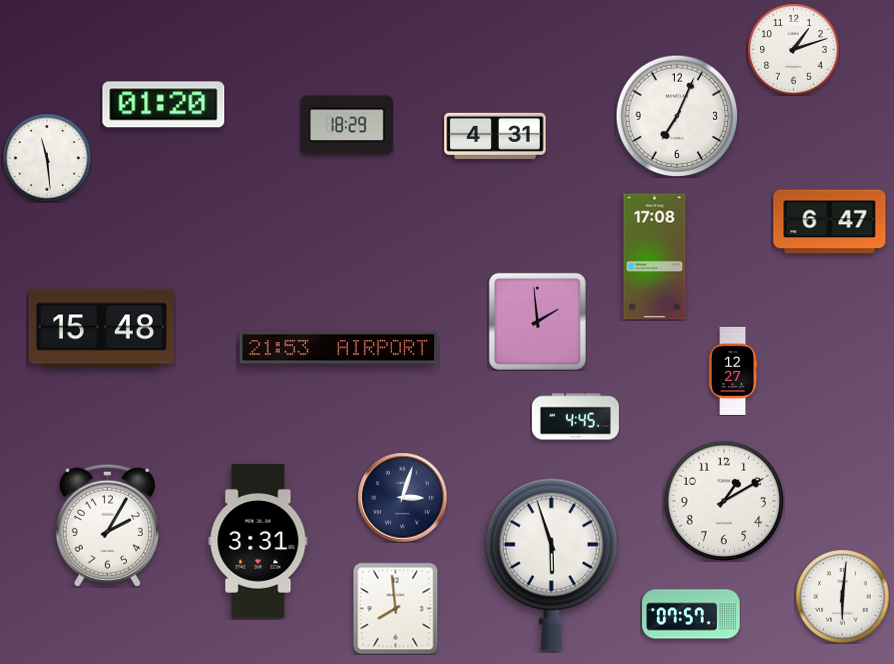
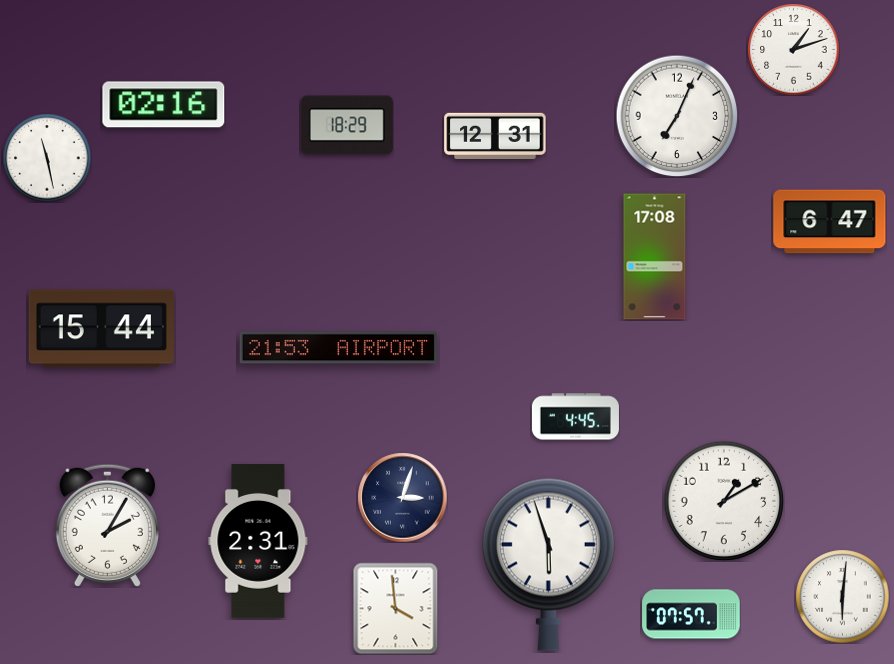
clock at (164, 105): 01:20 -> 02:16
clock at (495, 135): 4:31 -> 12:31
clock at (47, 158): 11:29 -> 11:28
clock at (537, 321): 1:59 -> none
clock at (101, 329): 15:48 -> 15:44
clock at (733, 371): 12:27 -> none
clock at (258, 541): 3:31 -> 2:31
clock at (551, 564) position: (551, 564) -> (548, 564)
clock at (396, 608): 7:59 -> 3:59
